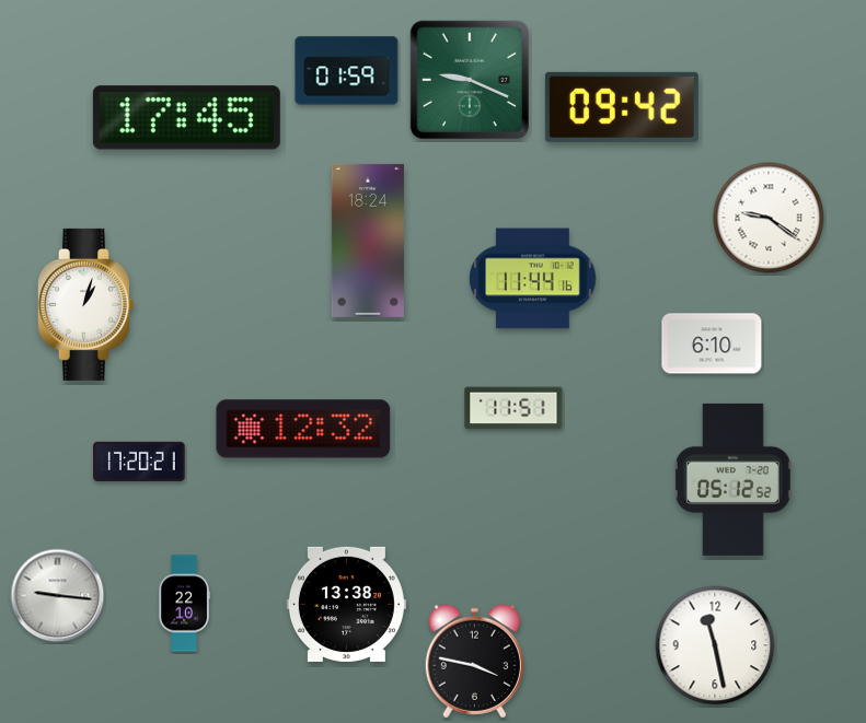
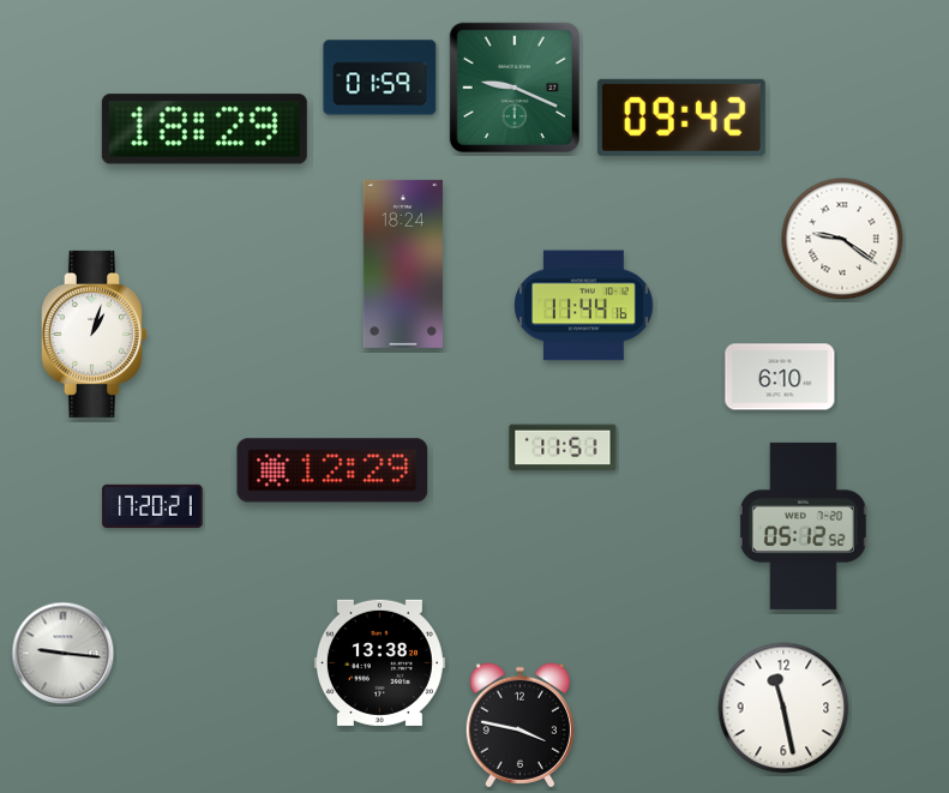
clock at (186, 118): 17:45 -> 18:29
clock at (303, 429): 12:32 -> 12:29
clock at (184, 604): 22:10 -> none
